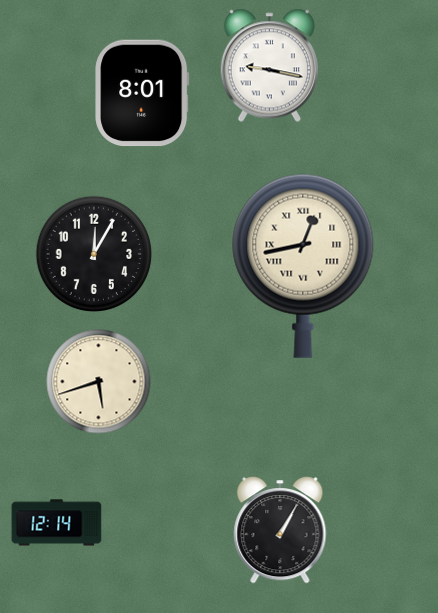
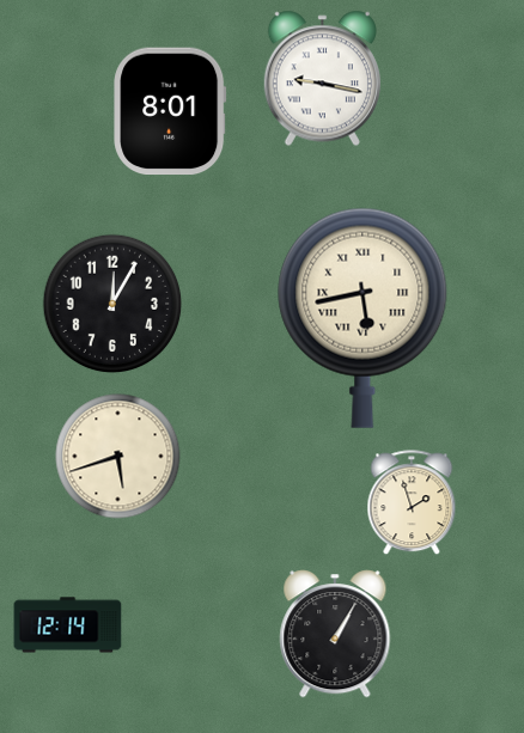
clock at (303, 266): 12:43 -> 5:43
clock at (412, 503): none -> 1:57
